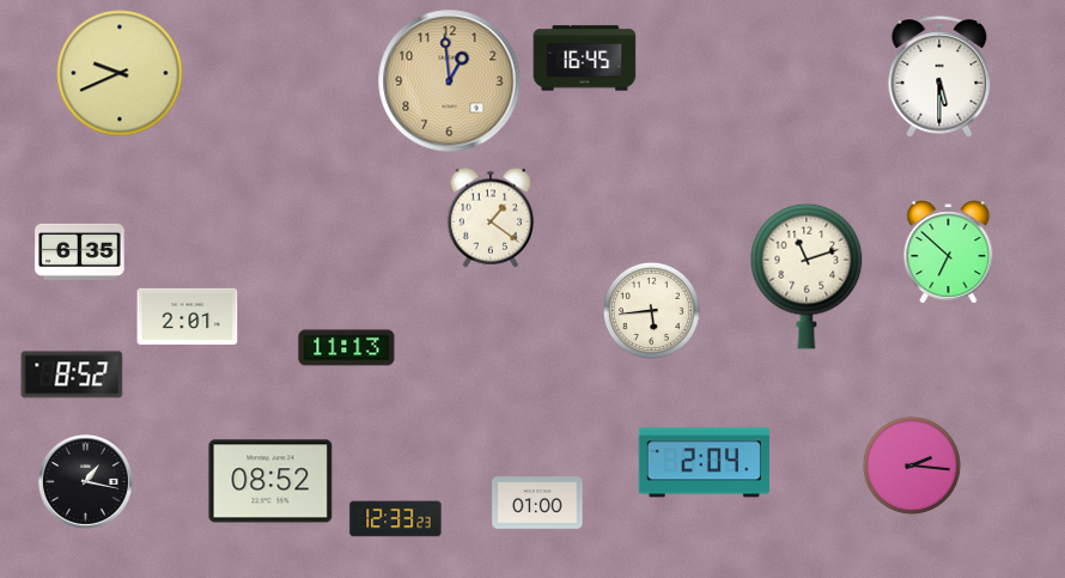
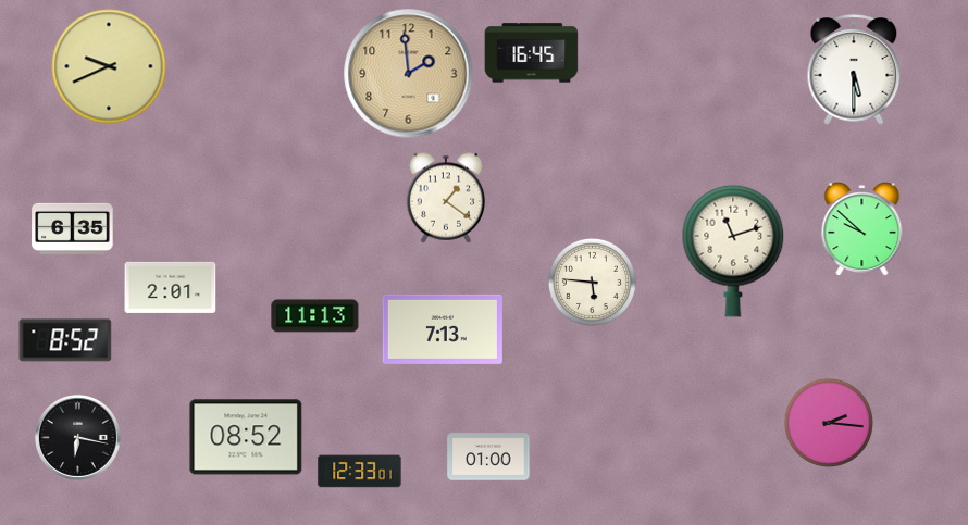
clock at (450, 81): 12:59 -> 1:59
clock at (949, 253): 6:52 -> 9:52
clock at (651, 310): 5:44 -> 5:46
clock at (443, 329): none -> 7:13
clock at (704, 463): 2:04 -> none
clock at (85, 481): 1:17 -> 6:17
clock at (396, 519): 12:33:23 -> 12:33:01
